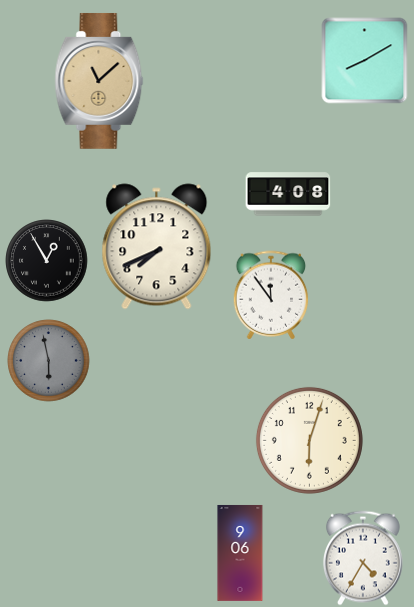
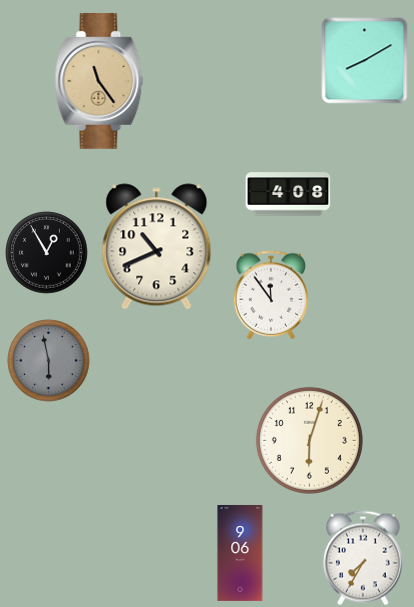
clock at (99, 81): 11:08 -> 11:24
clock at (157, 247): 7:41 -> 10:41
clock at (47, 261) position: (47, 261) -> (47, 253)
clock at (363, 558): 4:35 -> 7:35
